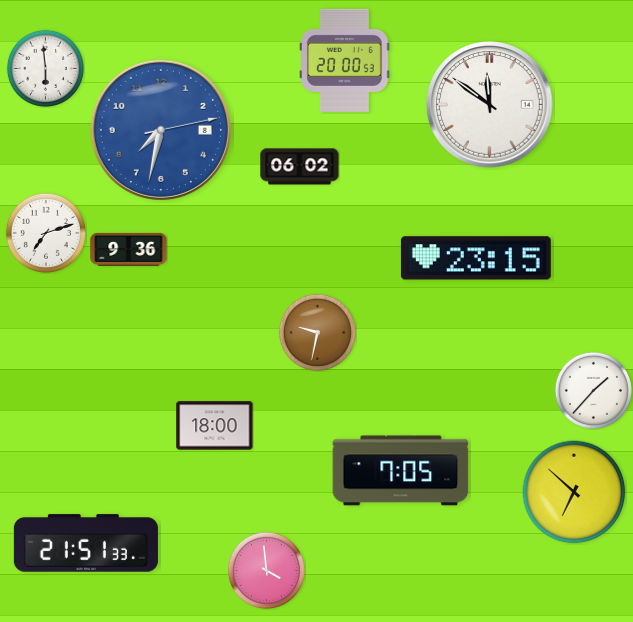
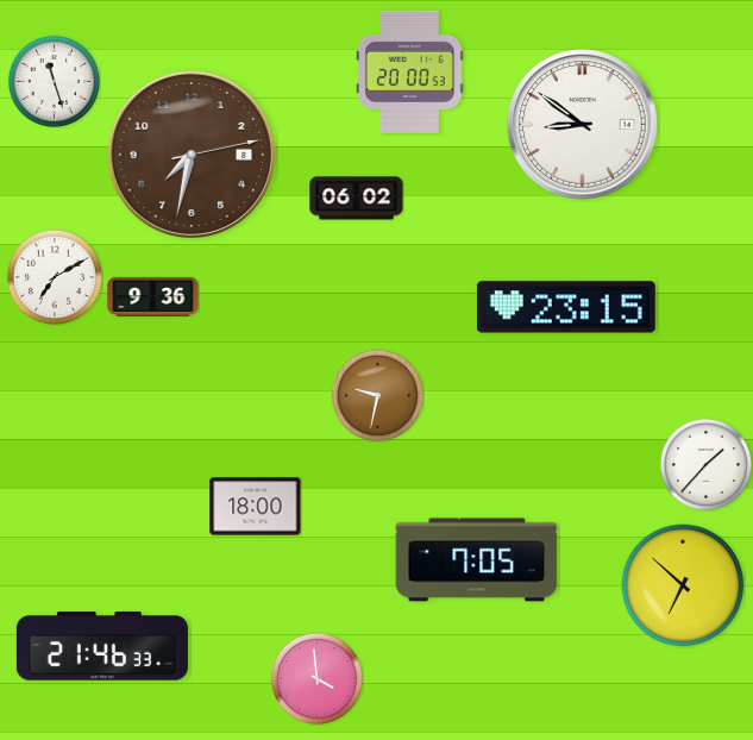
clock at (45, 68): 5:59 -> 11:27
clock at (490, 105): 11:51 -> 8:51
clock at (161, 130) dial: blue -> brown
clock at (46, 233): 7:12 -> 7:10
clock at (86, 543): 21:51 -> 21:46
